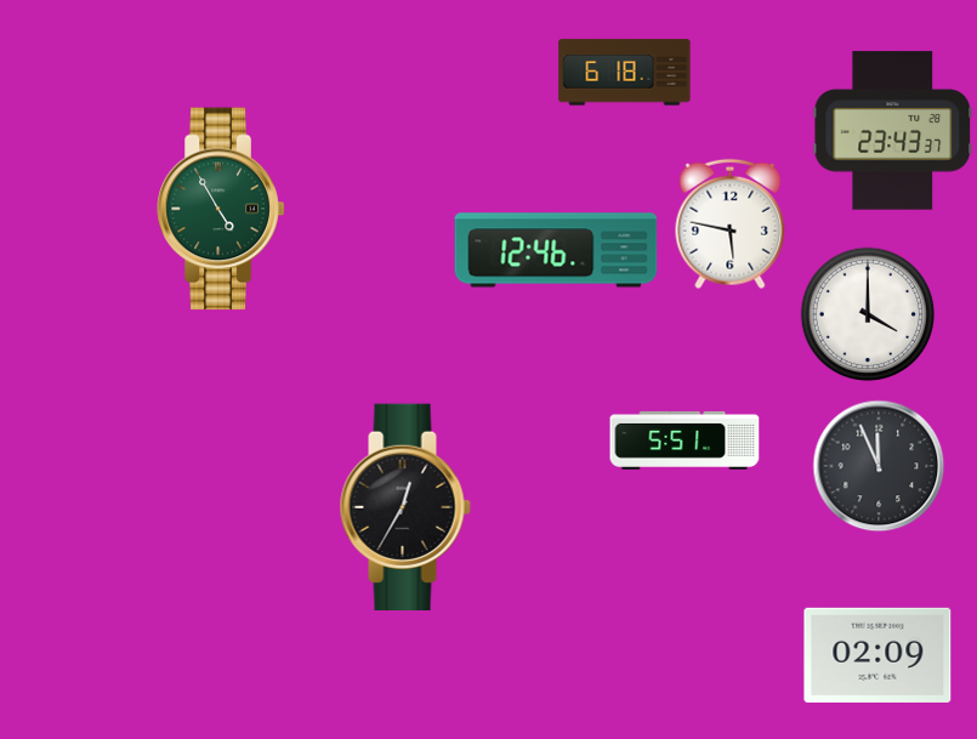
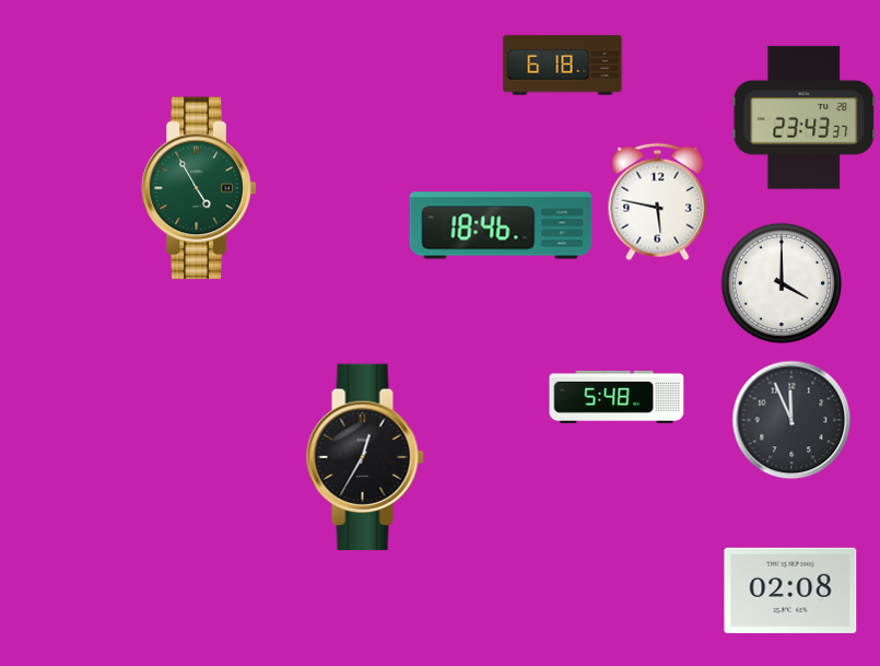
clock at (556, 250): 12:46 -> 18:46
clock at (685, 440): 5:51 -> 5:48
clock at (877, 655): 02:09 -> 02:08
